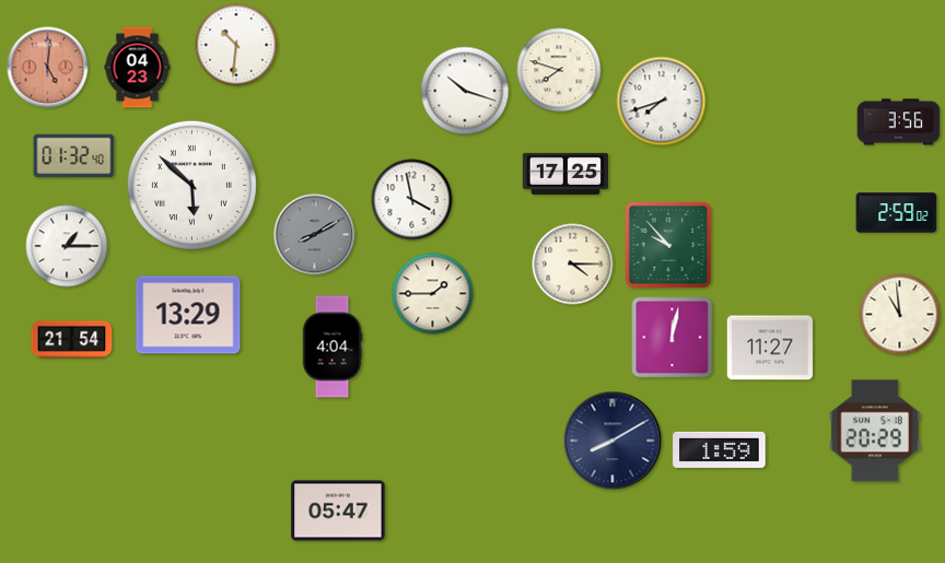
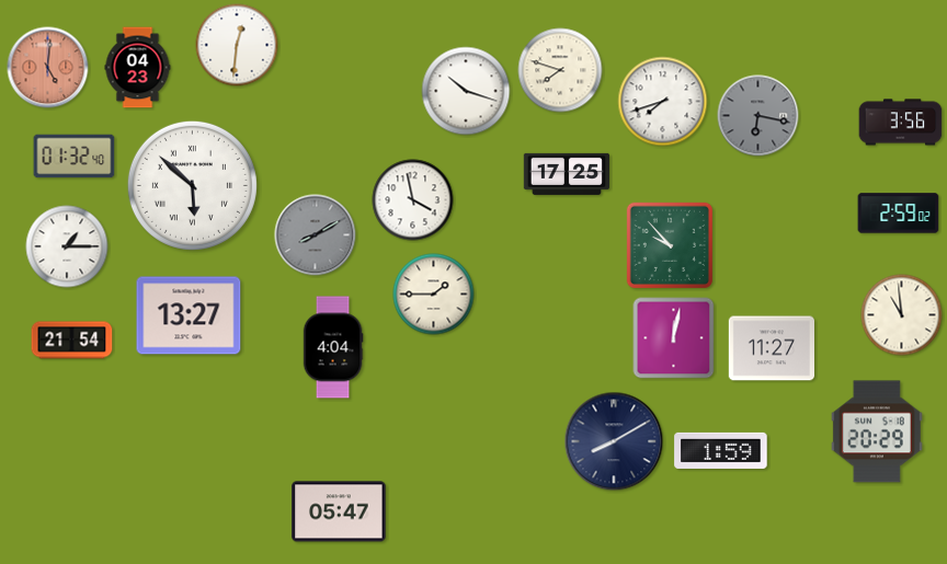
clock at (236, 45): 10:31 -> 12:31
clock at (758, 116): none -> 6:17
clock at (573, 265): 4:15 -> none
clock at (188, 315): 13:29 -> 13:27
